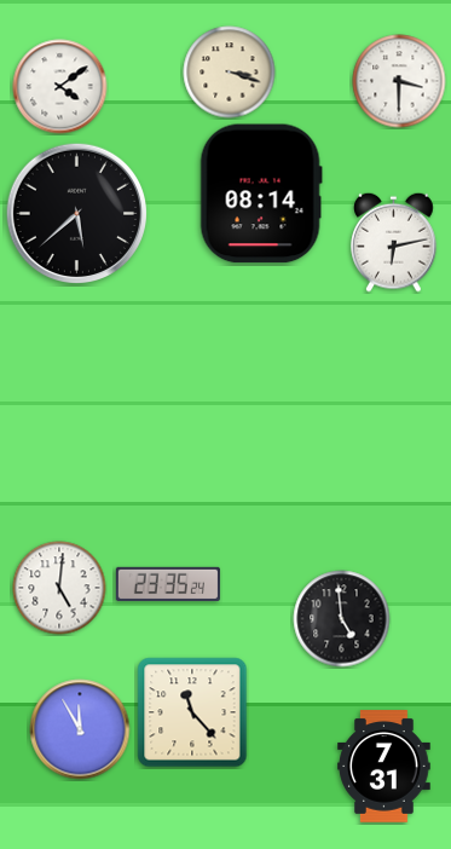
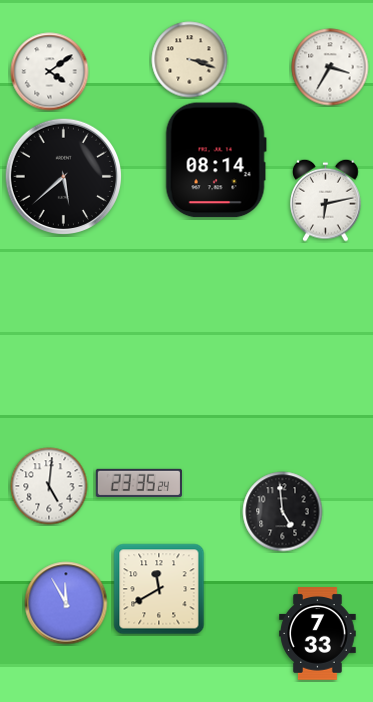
clock at (399, 81): 3:30 -> 3:35
clock at (192, 712): 11:23 -> 11:40
clock at (384, 767): 7:31 -> 7:33
